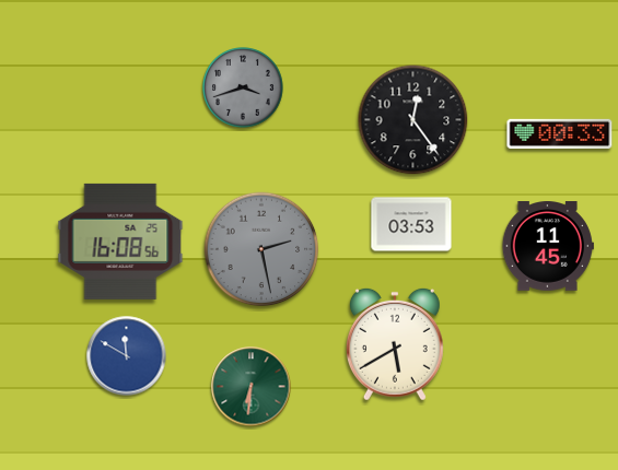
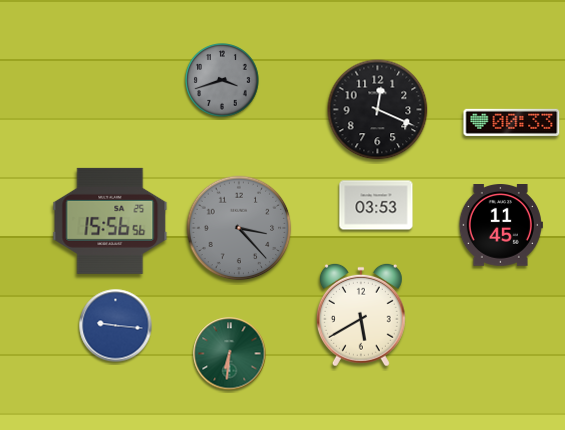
clock at (413, 120): 12:24 -> 12:19
clock at (120, 242): 16:08 -> 15:56
clock at (261, 249): 2:28 -> 3:23
clock at (127, 356): 11:50 -> 9:16
